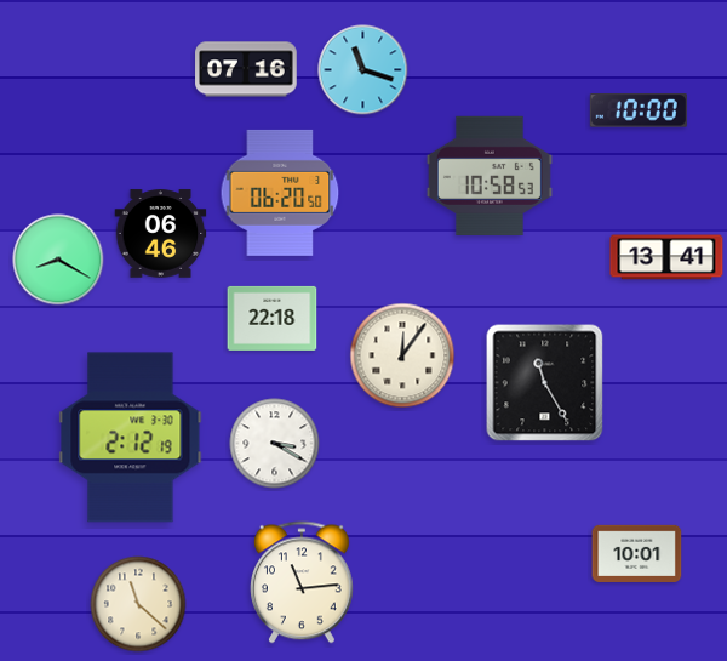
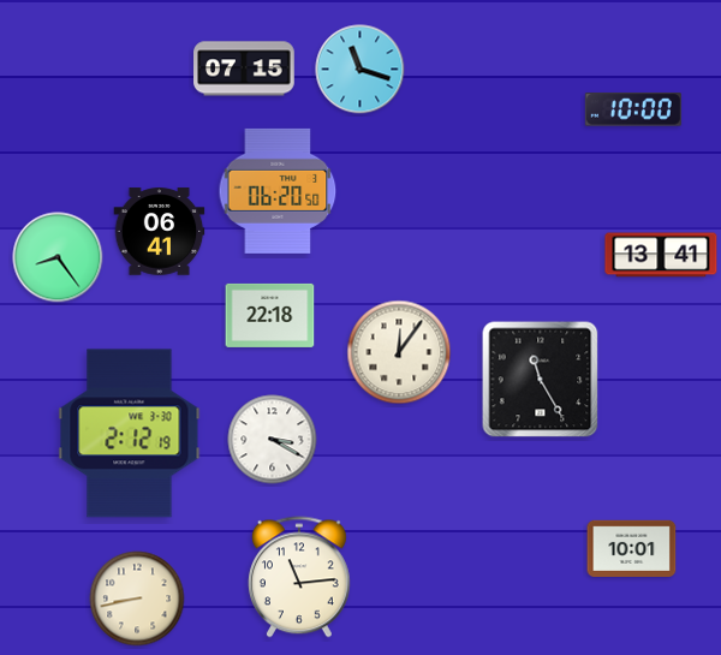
clock at (246, 69): 07:16 -> 07:15
clock at (490, 175): 10:58 -> none
clock at (161, 234): 06:46 -> 06:41
clock at (58, 260): 8:20 -> 8:24
clock at (138, 604): 11:22 -> 8:43
